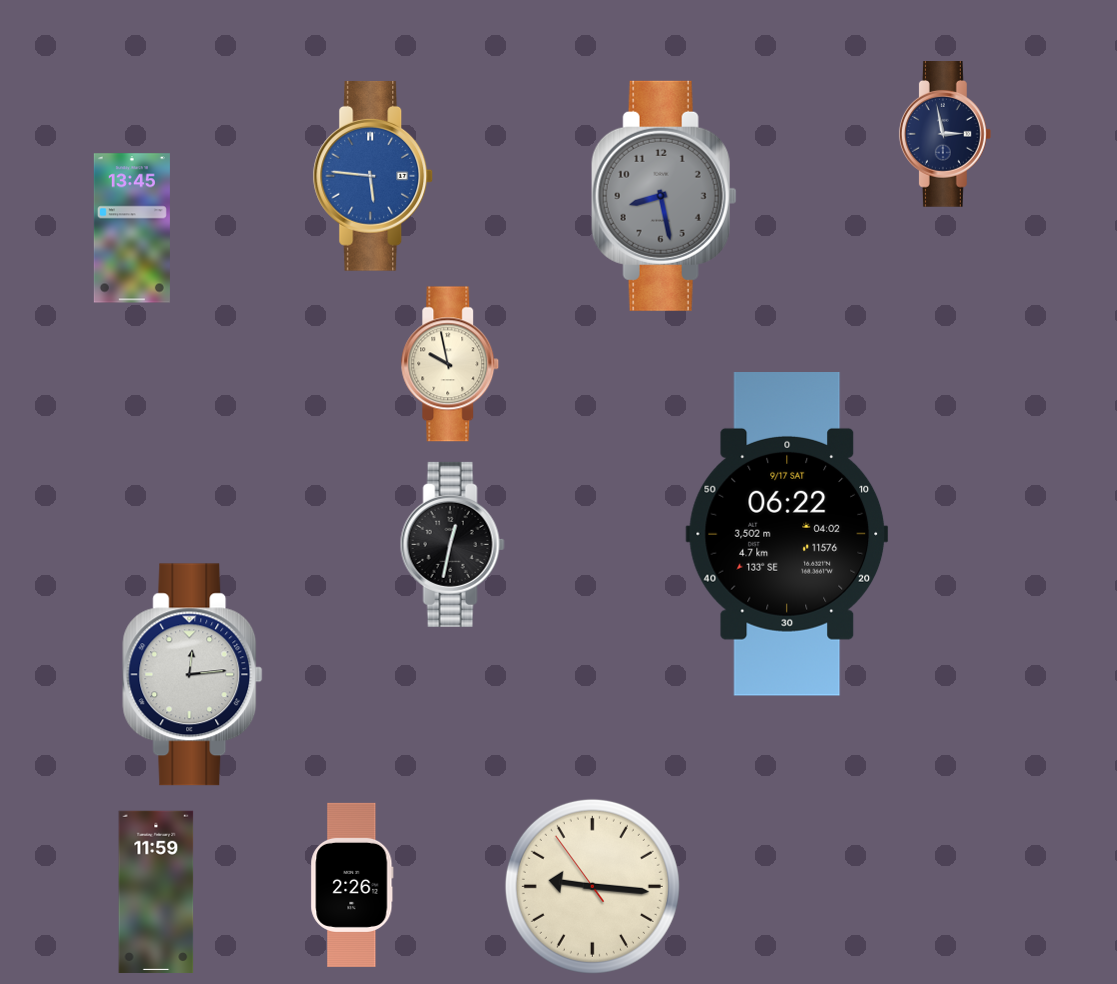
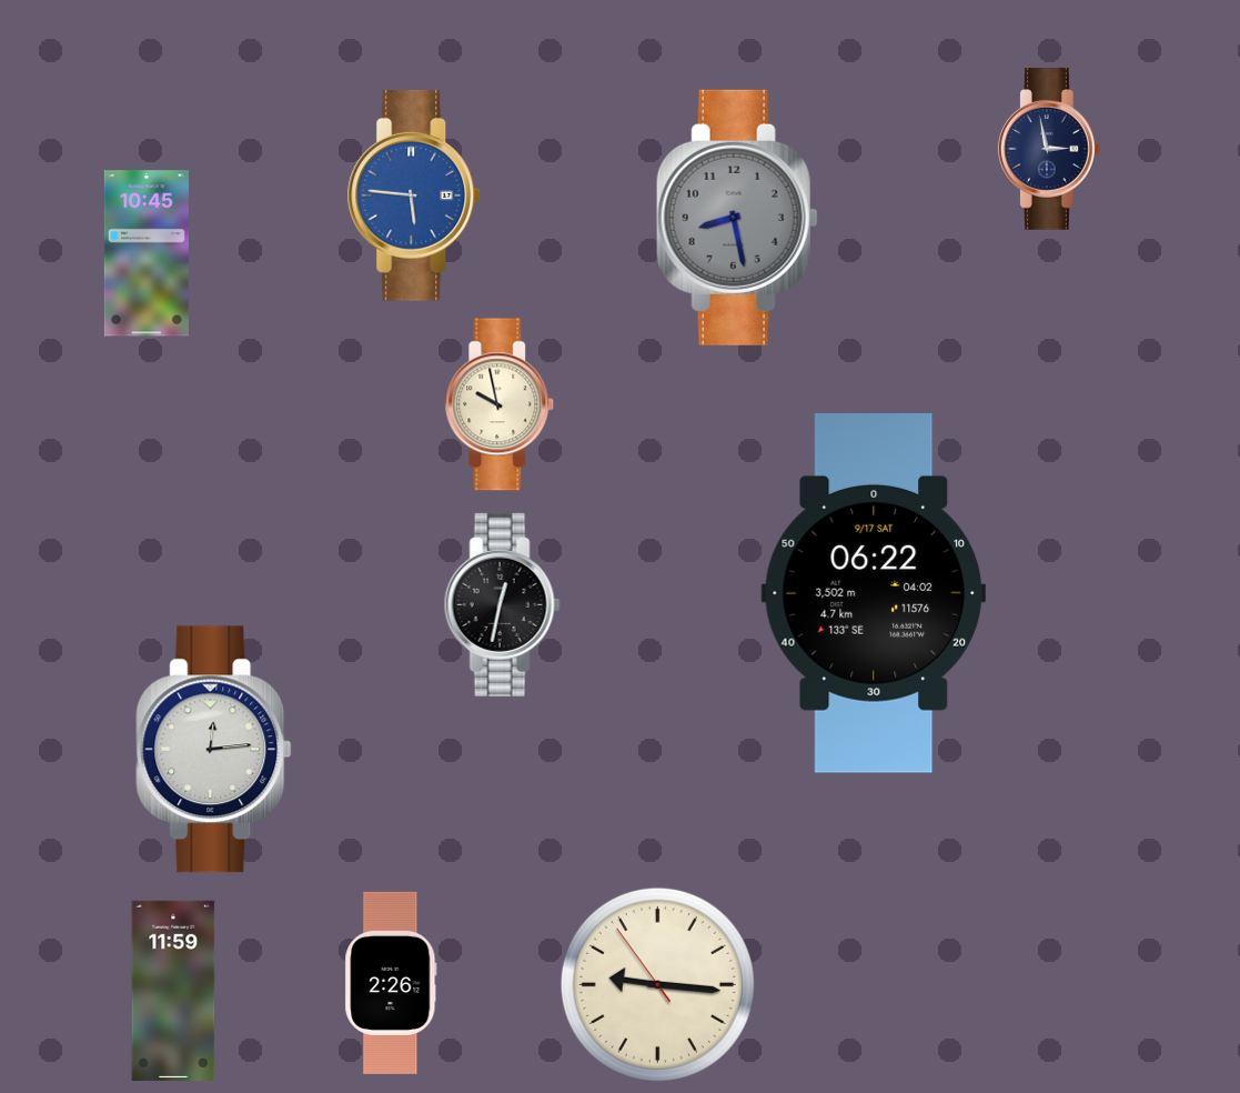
clock at (132, 228): 13:45 -> 10:45
